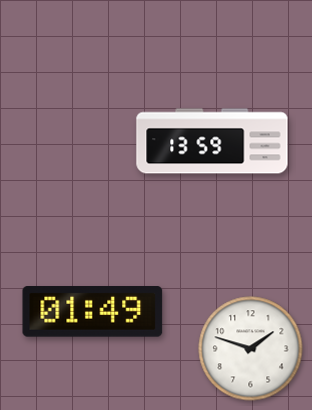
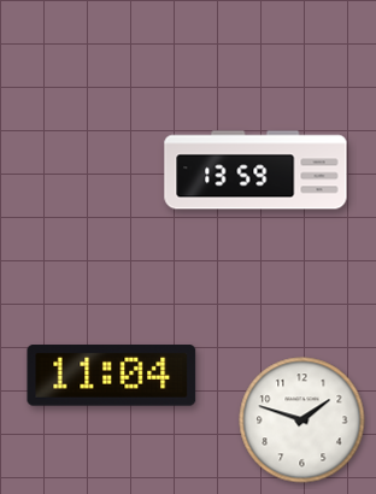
clock at (93, 312): 01:49 -> 11:04
